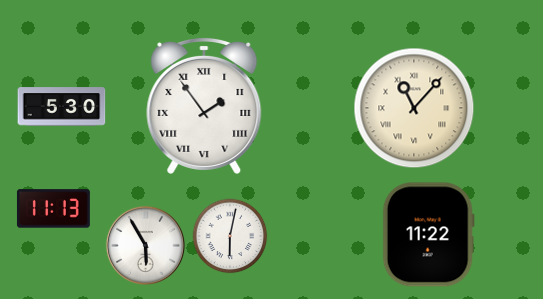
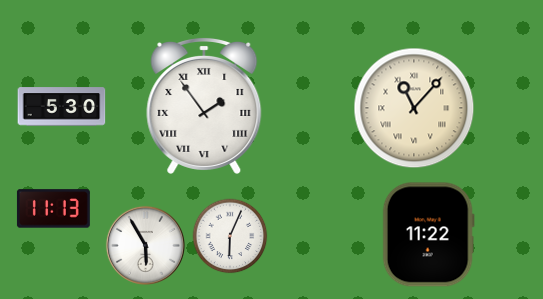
clock at (230, 236): 6:02 -> 6:04
